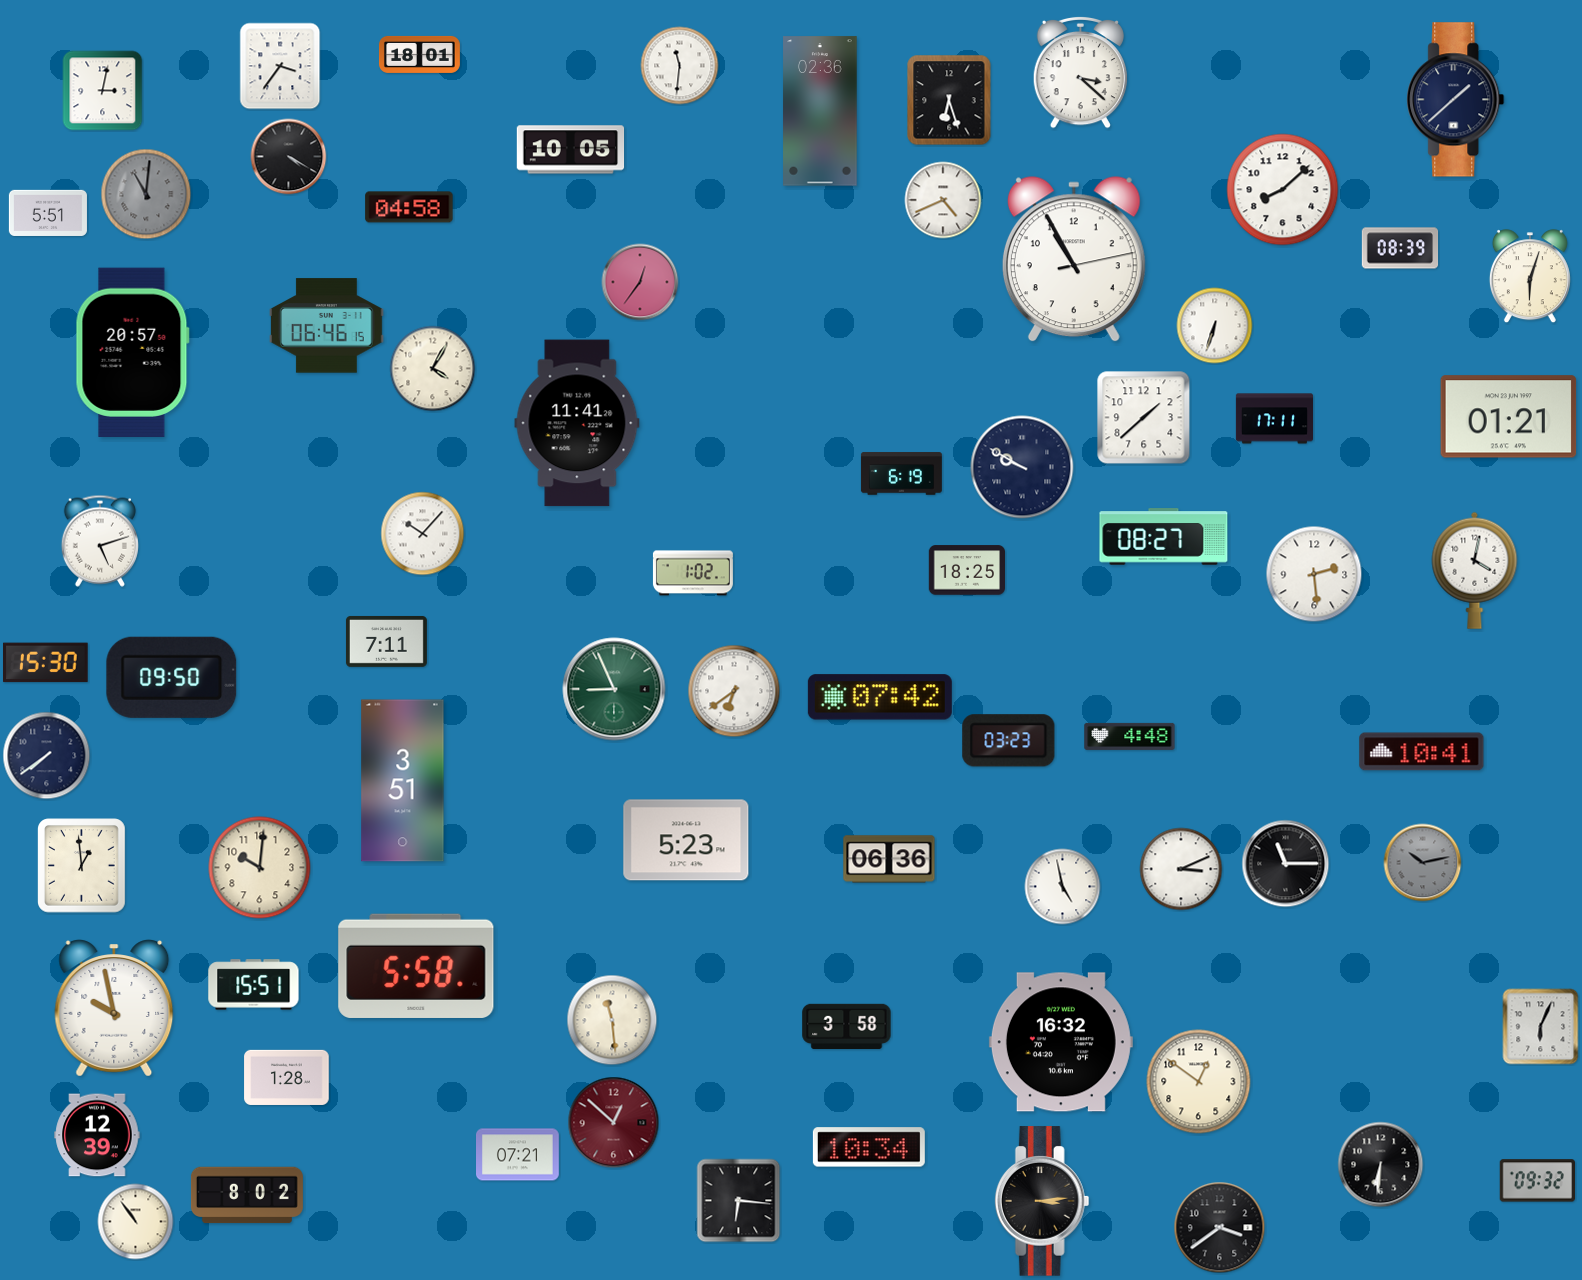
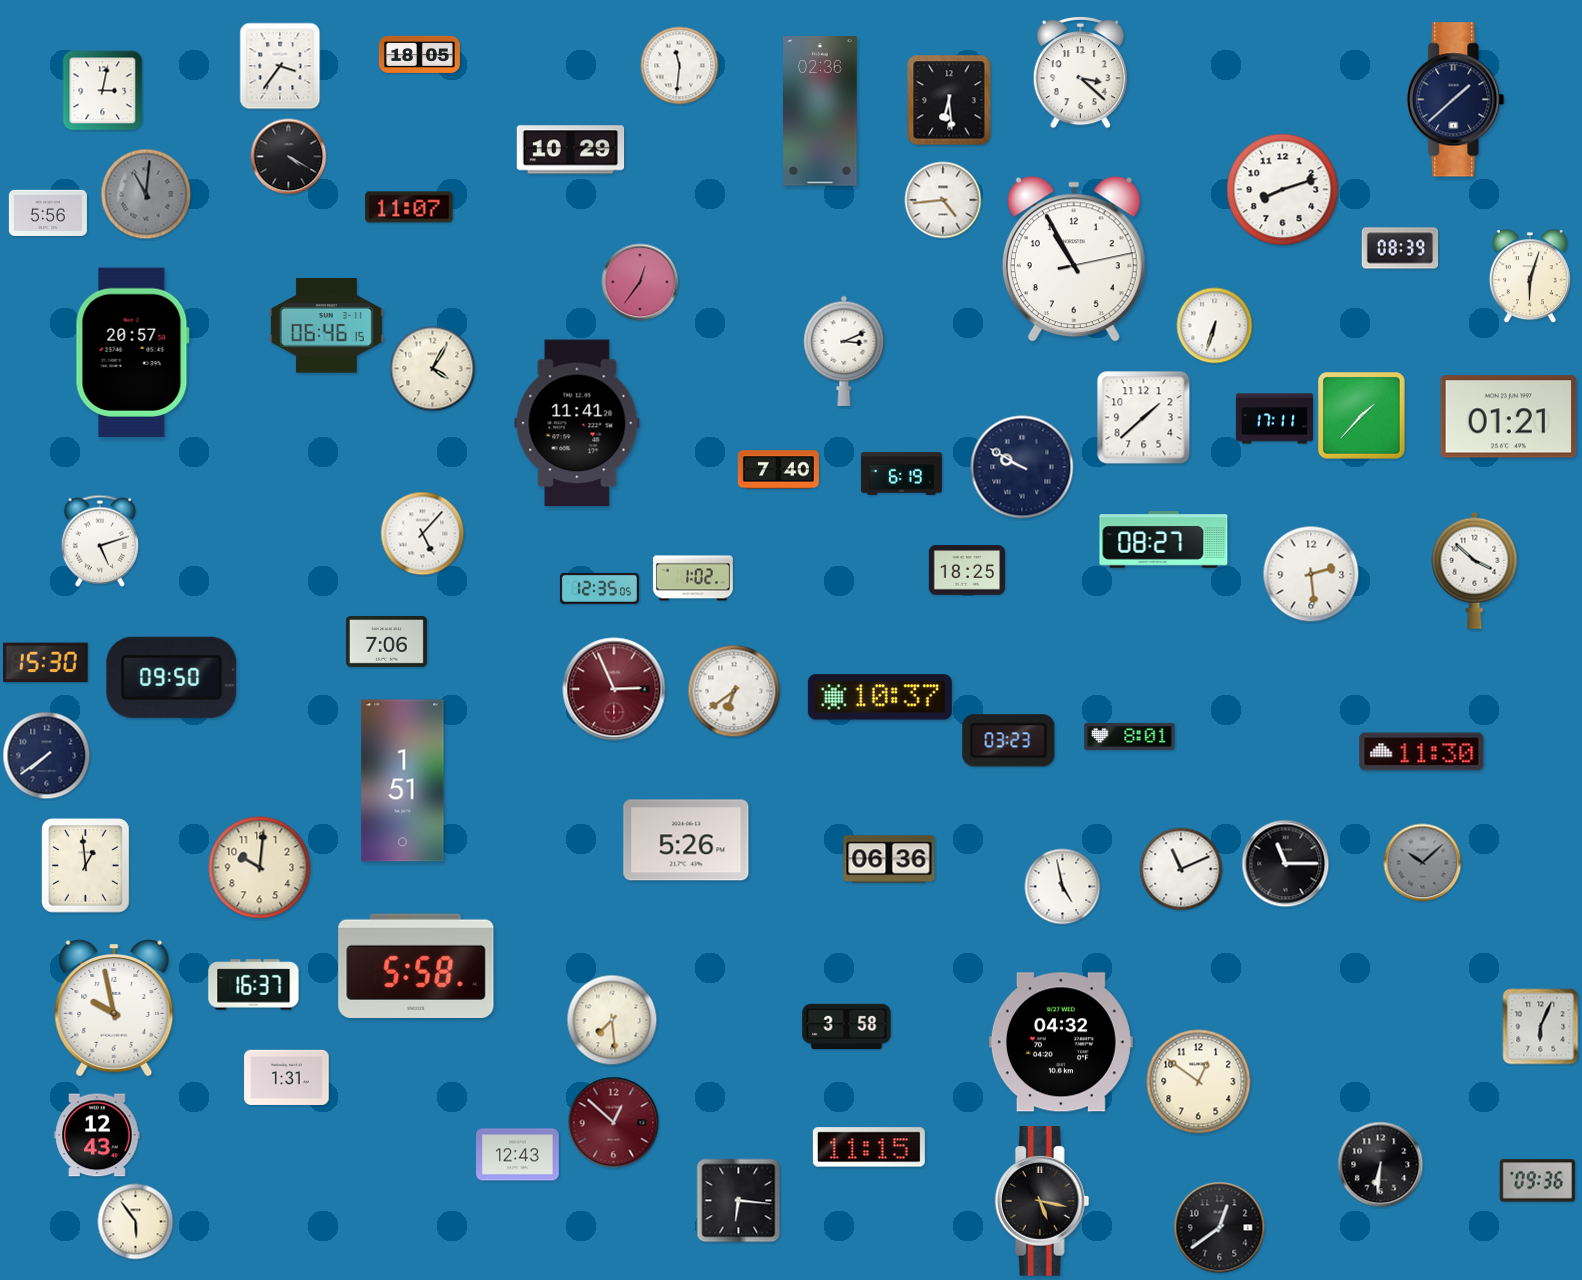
clock at (419, 54): 18:01 -> 18:05
clock at (949, 100): 6:27 -> 6:29
clock at (571, 150): 10:05 -> 10:29
clock at (1283, 190): 8:08 -> 8:12
clock at (943, 200): 4:41 -> 4:44
clock at (409, 207): 04:58 -> 11:07
clock at (48, 213): 5:51 -> 5:56
clock at (844, 351): none -> 3:11
clock at (1361, 415): none -> 1:37
clock at (778, 470): none -> 7:40
clock at (423, 534): 10:07 -> 5:07
clock at (1164, 537) position: (1164, 537) -> (1164, 540)
clock at (1475, 570): 4:02 -> 3:52
clock at (693, 573) position: (693, 573) -> (693, 578)
clock at (1314, 574) position: (1314, 574) -> (1311, 574)
clock at (599, 588): none -> 12:35
clock at (386, 641): 7:11 -> 7:06
clock at (614, 689): 8:56 -> 2:56
clock at (614, 689) dial: green -> burgundy
clock at (880, 697): 07:42 -> 10:37
clock at (1130, 736): 4:48 -> 8:01
clock at (1422, 752): 10:41 -> 11:30
clock at (403, 781): 3:51 -> 1:51
clock at (686, 840): 5:23 -> 5:26
clock at (1423, 863): 10:13 -> 10:08
clock at (82, 866) position: (82, 866) -> (86, 866)
clock at (1181, 869): 3:11 -> 11:11
clock at (254, 985): 15:51 -> 16:37
clock at (612, 1020): 11:29 -> 7:29
clock at (1061, 1042): 16:32 -> 04:32
clock at (287, 1077): 1:28 -> 1:31
clock at (97, 1135): 12:39 -> 12:43
clock at (869, 1147): 10:34 -> 11:15
clock at (518, 1155): 07:21 -> 12:43
clock at (1537, 1181): 09:32 -> 09:36
clock at (247, 1195): 8:02 -> none
clock at (1042, 1201): 3:14 -> 5:17
clock at (136, 1222): 10:54 -> 5:54
clock at (1220, 1228): 3:39 -> 12:39
